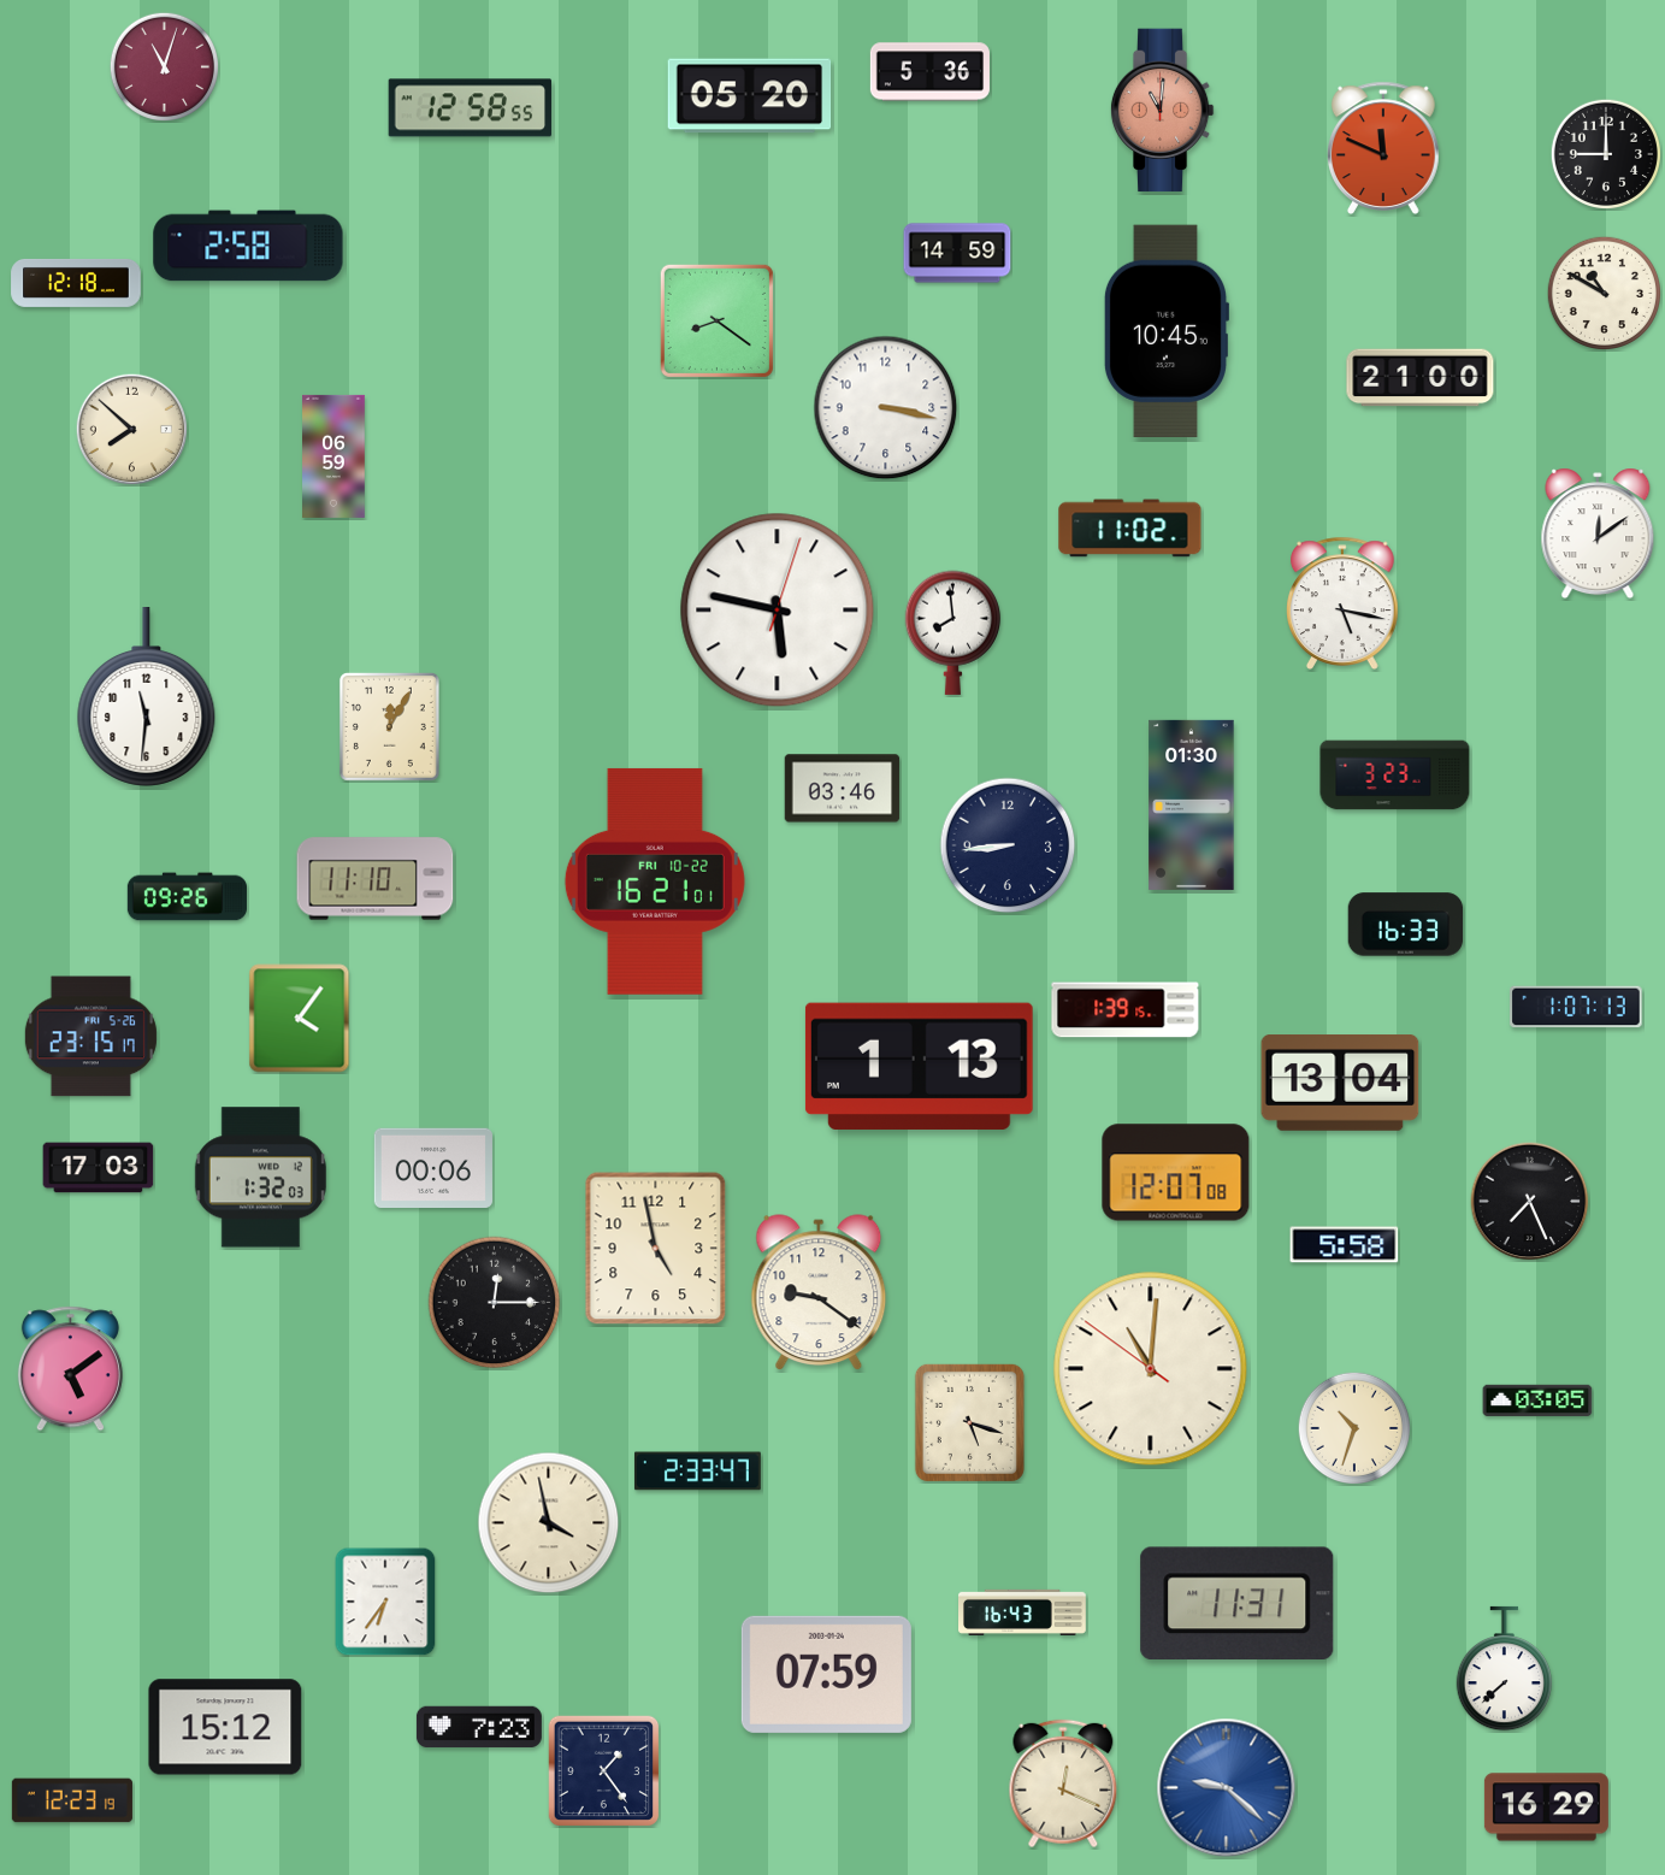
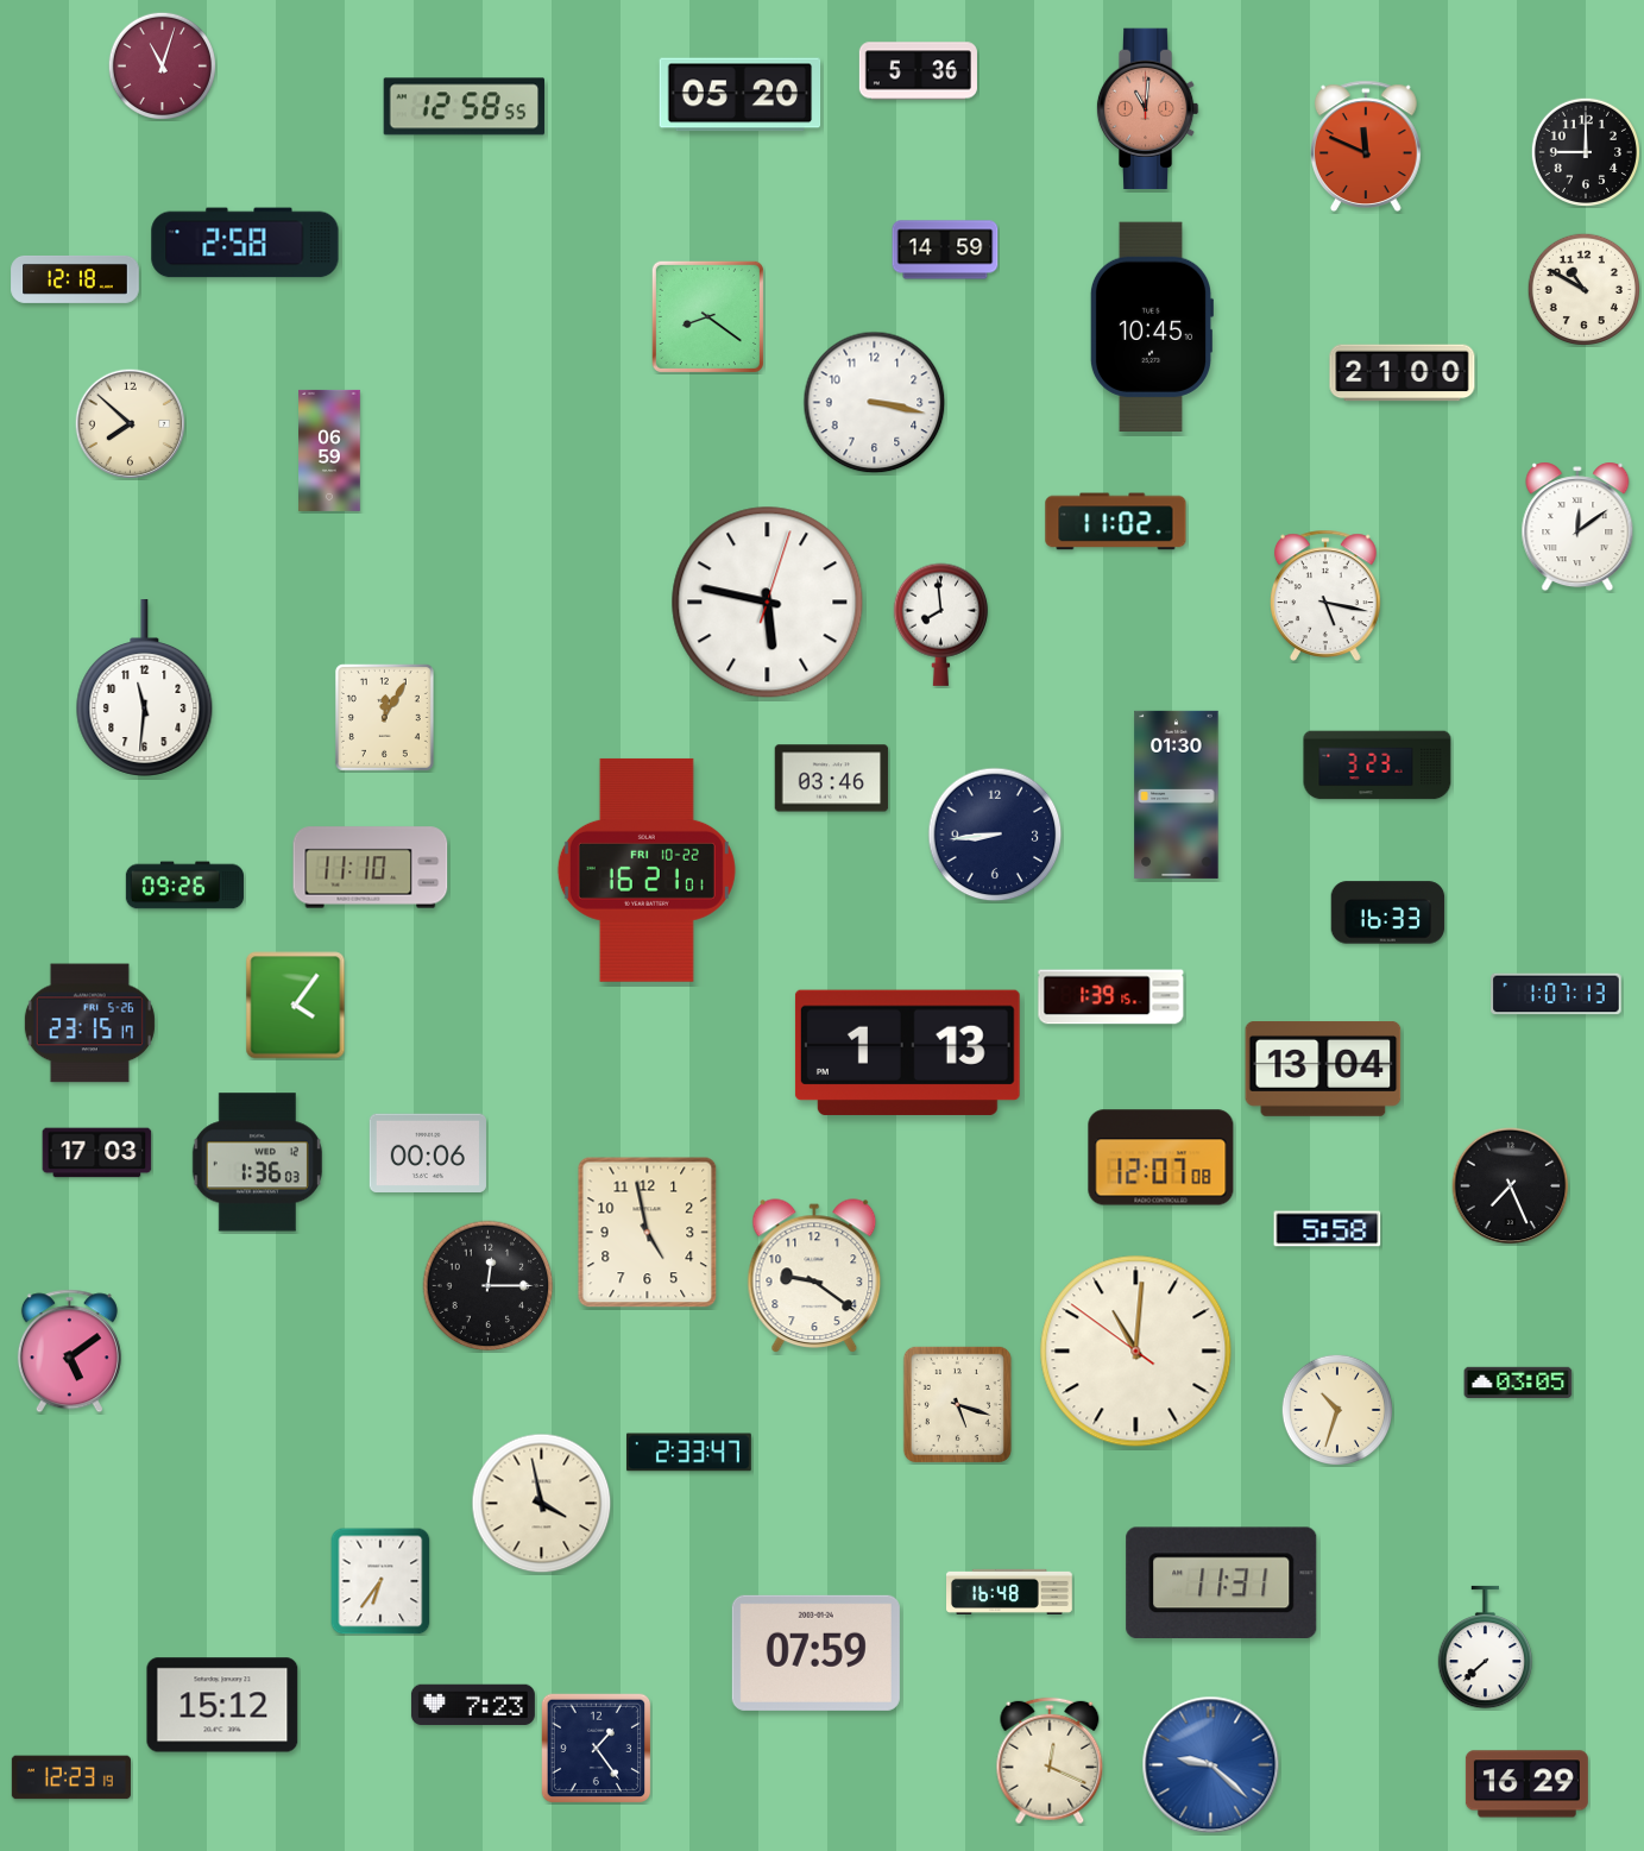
clock at (260, 1178): 1:32 -> 1:36
clock at (819, 1293) position: (819, 1293) -> (814, 1277)
clock at (1022, 1612): 16:43 -> 16:48
